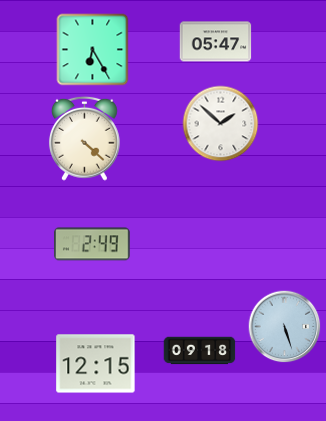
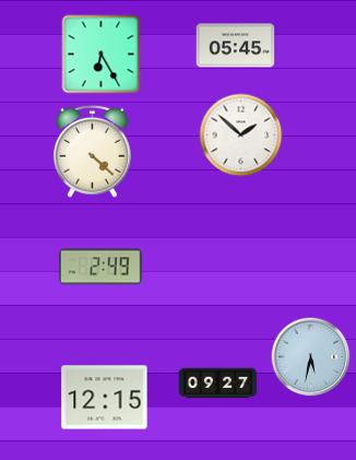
clock at (216, 42): 05:47 -> 05:45
clock at (285, 327): 5:27 -> 5:32
clock at (200, 351): 09:18 -> 09:27
